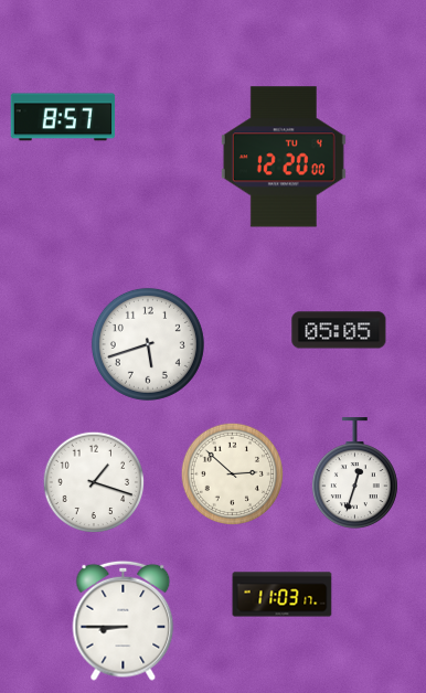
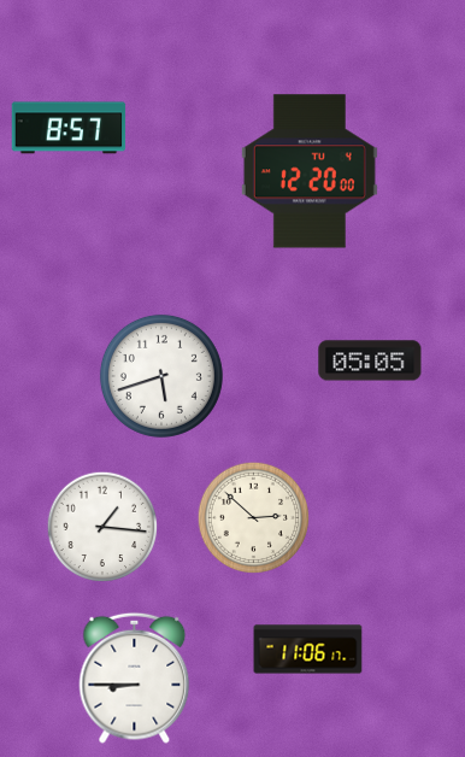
clock at (354, 472): 12:33 -> none
clock at (94, 482): 1:18 -> 1:16
clock at (283, 595): 11:03 -> 11:06
